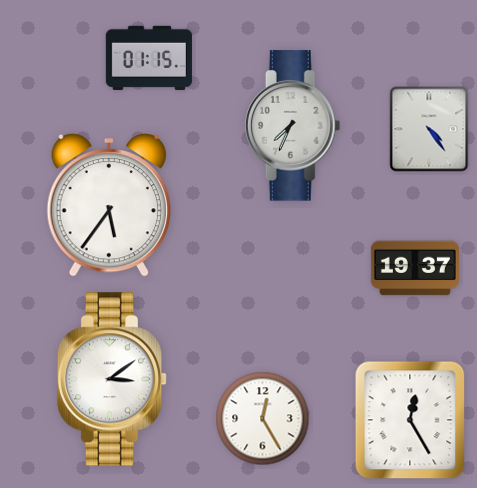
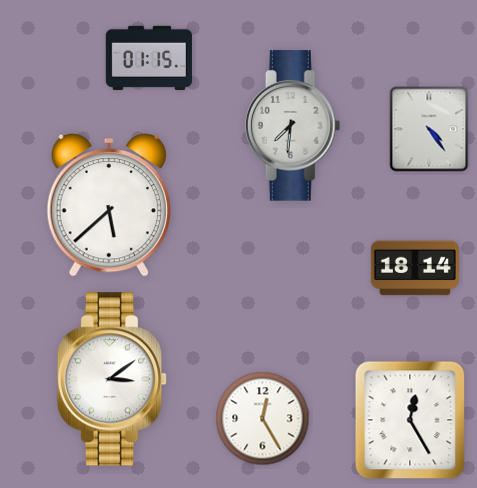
clock at (293, 126): 7:34 -> 7:31
clock at (109, 206): 5:36 -> 5:38
clock at (415, 268): 19:37 -> 18:14
